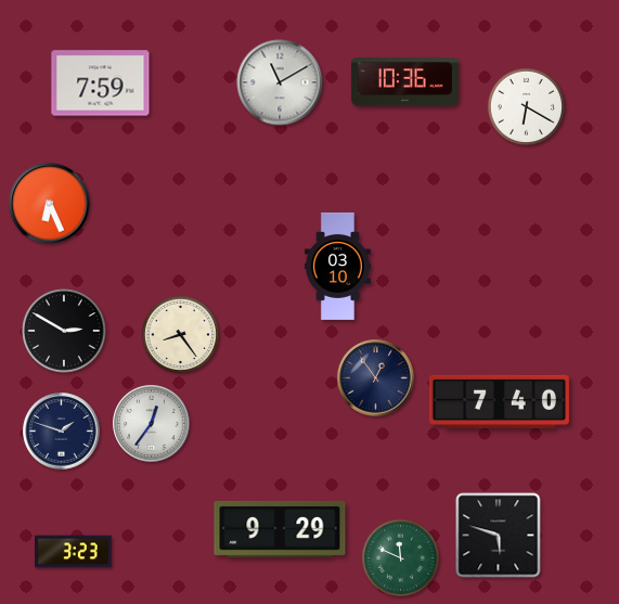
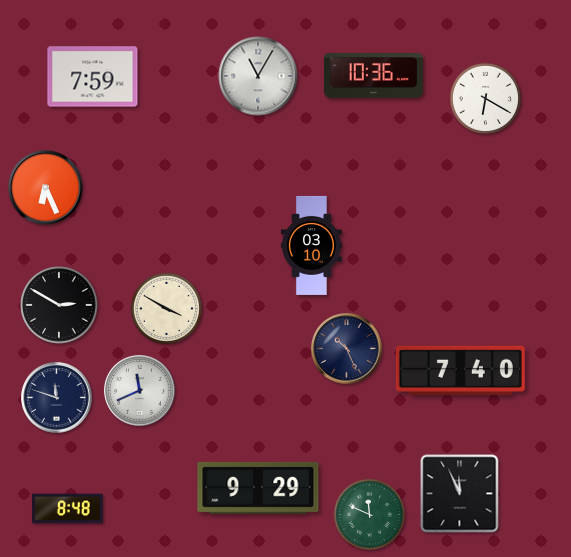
clock at (280, 82): 11:10 -> 11:05
clock at (180, 334): 8:24 -> 3:50
clock at (376, 378): 12:54 -> 10:26
clock at (152, 424): 12:36 -> 11:41
clock at (62, 432): 1:48 -> 11:48
clock at (499, 536): 5:48 -> 11:56
clock at (74, 552): 3:23 -> 8:48
